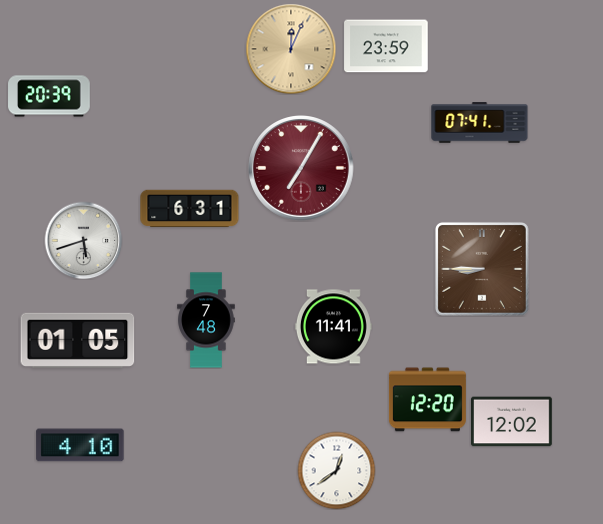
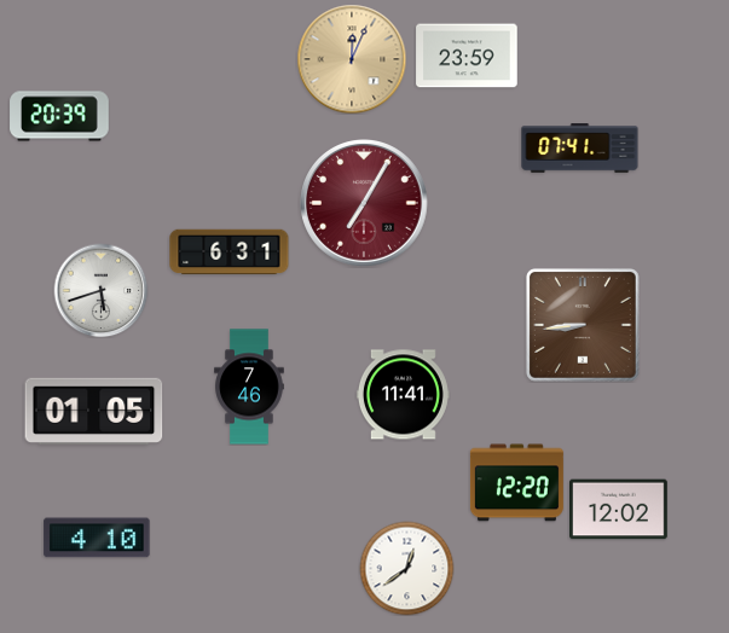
clock at (482, 269): 8:45 -> 8:44
clock at (206, 320): 7:48 -> 7:46
